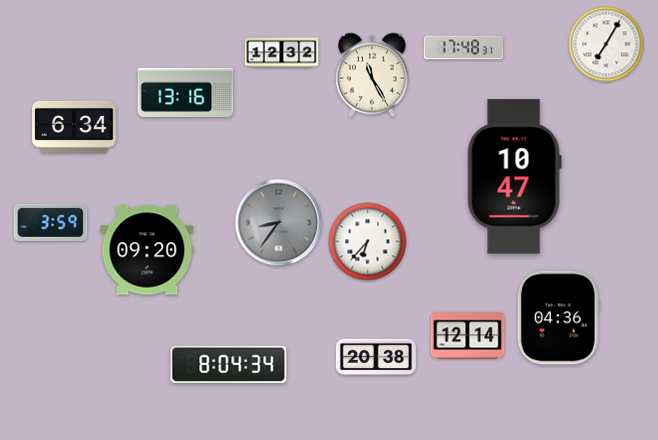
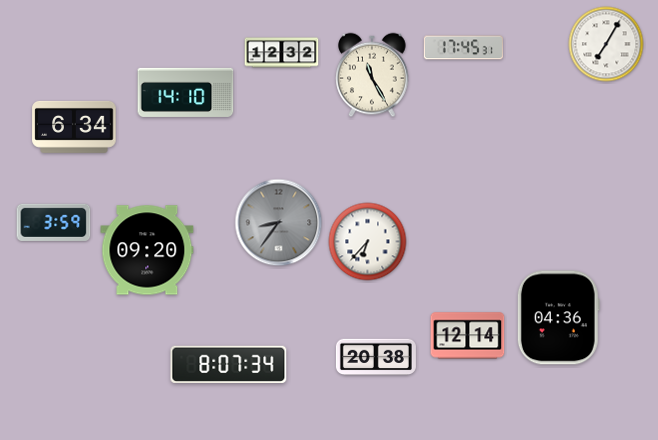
clock at (463, 48): 17:48 -> 17:45
clock at (186, 92): 13:16 -> 14:10
clock at (514, 177): 10:47 -> none
clock at (51, 222) position: (51, 222) -> (54, 222)
clock at (229, 364): 8:04 -> 8:07
